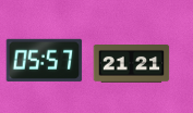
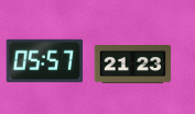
clock at (132, 64): 21:21 -> 21:23
